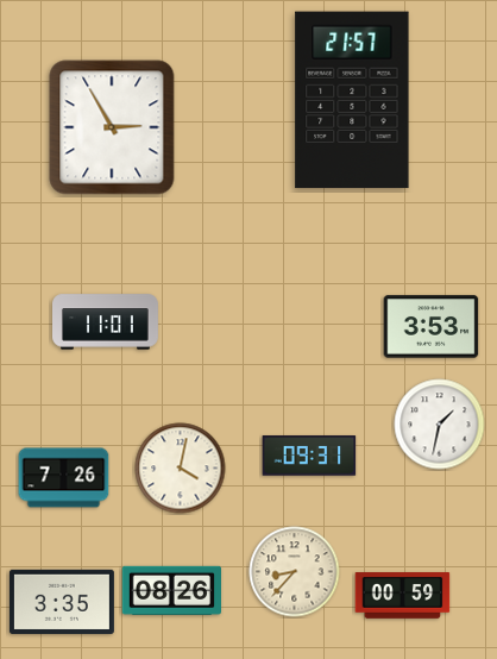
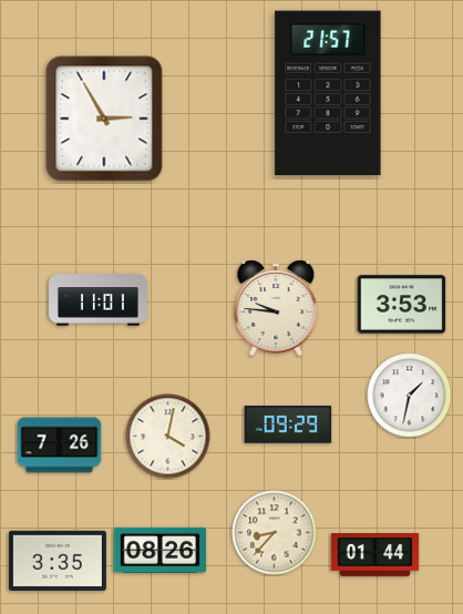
clock at (276, 308): none -> 9:46
clock at (309, 456): 09:31 -> 09:29
clock at (403, 596): 00:59 -> 01:44
